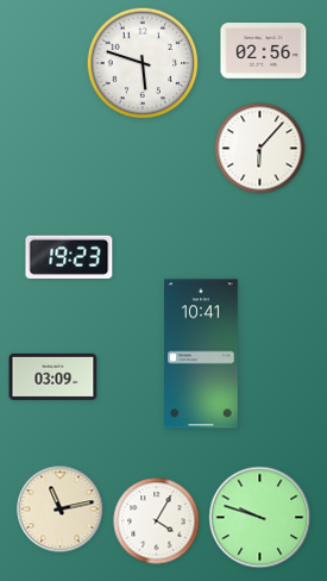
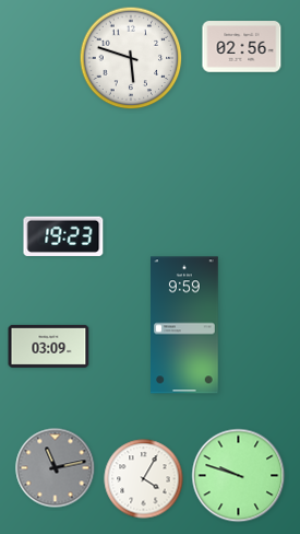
clock at (260, 149): 6:07 -> none
clock at (202, 354): 10:41 -> 9:59
clock at (61, 510) dial: cream -> grey
